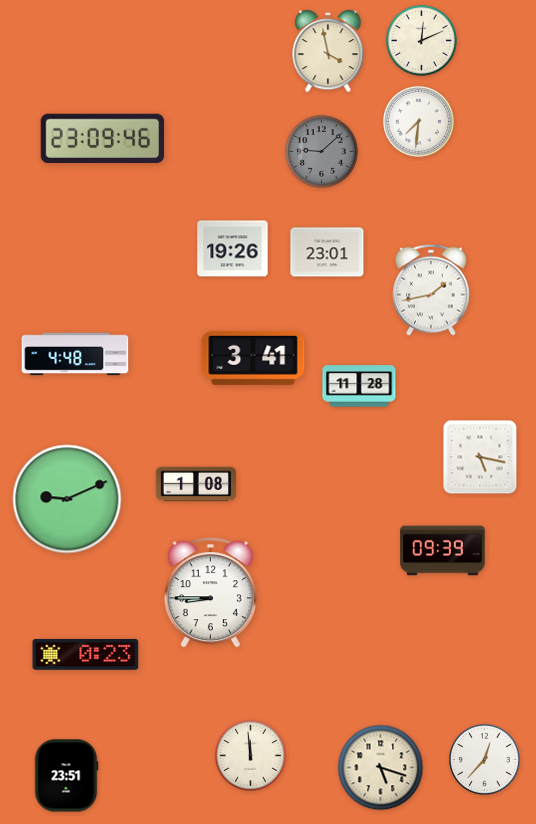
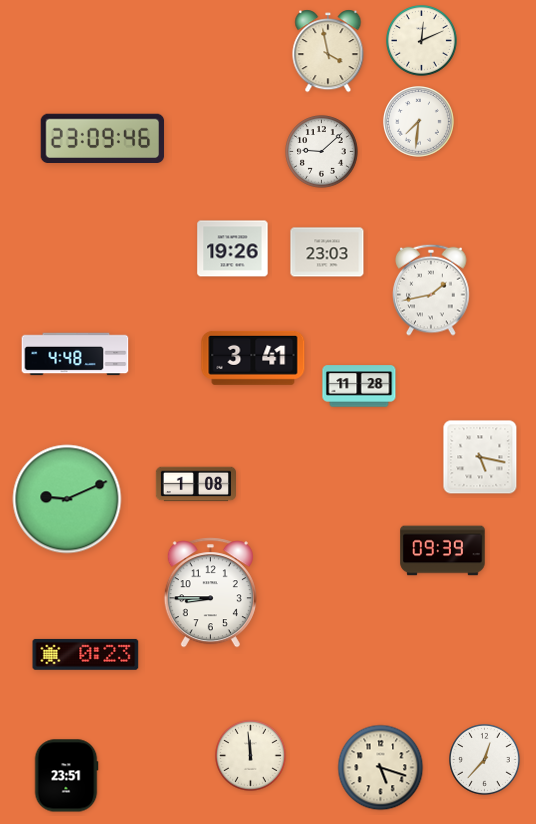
clock at (322, 152) dial: grey -> white
clock at (327, 252): 23:01 -> 23:03
